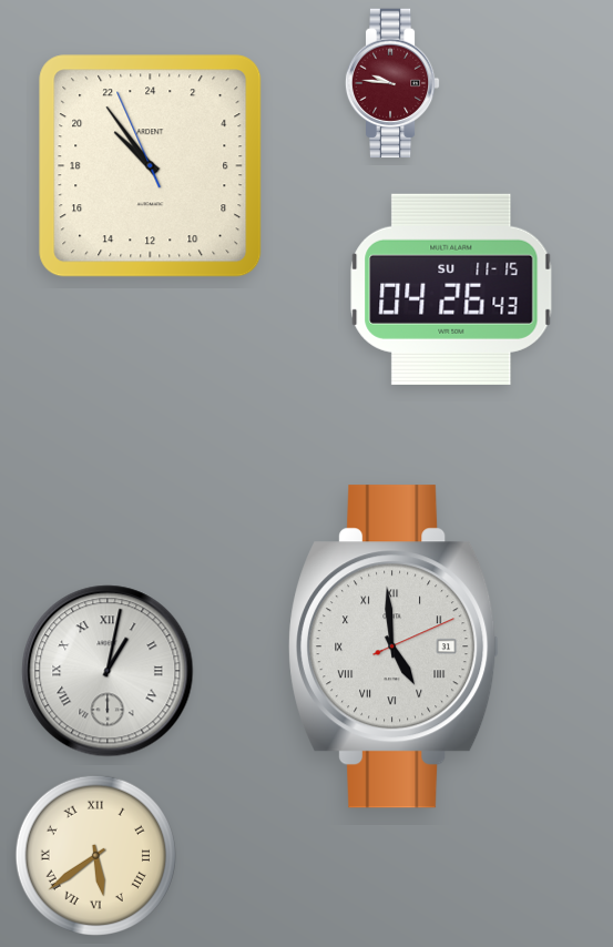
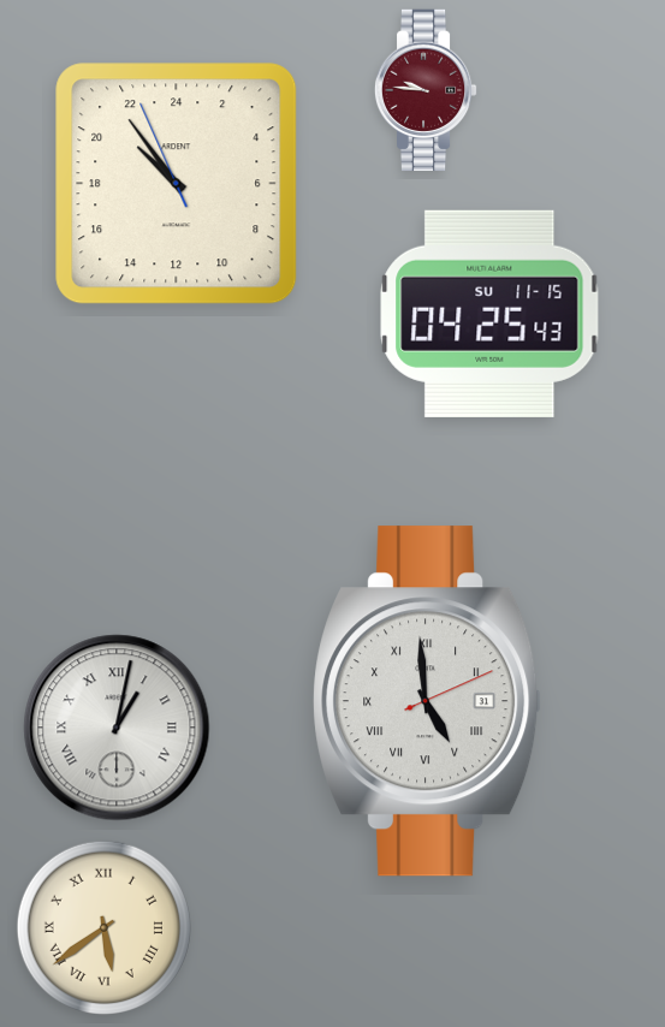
clock at (151, 166) position: (151, 166) -> (177, 184)
clock at (451, 289): 04:26 -> 04:25
